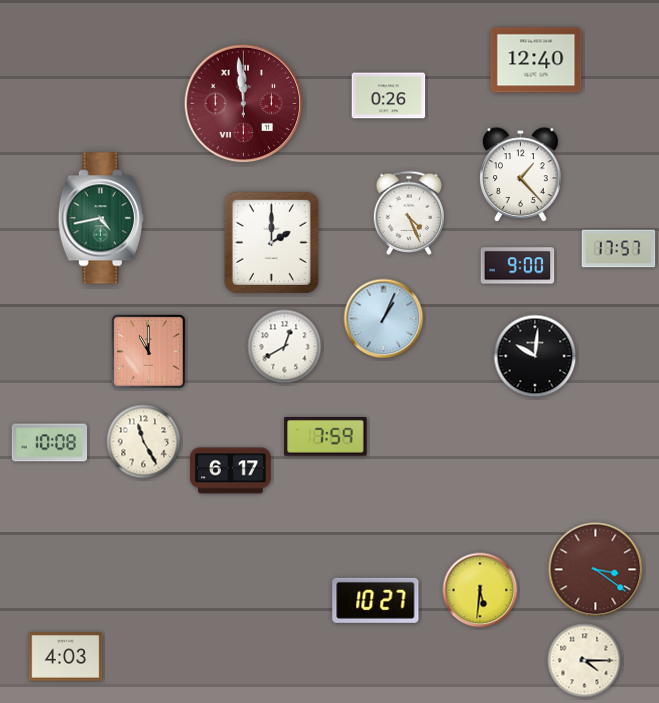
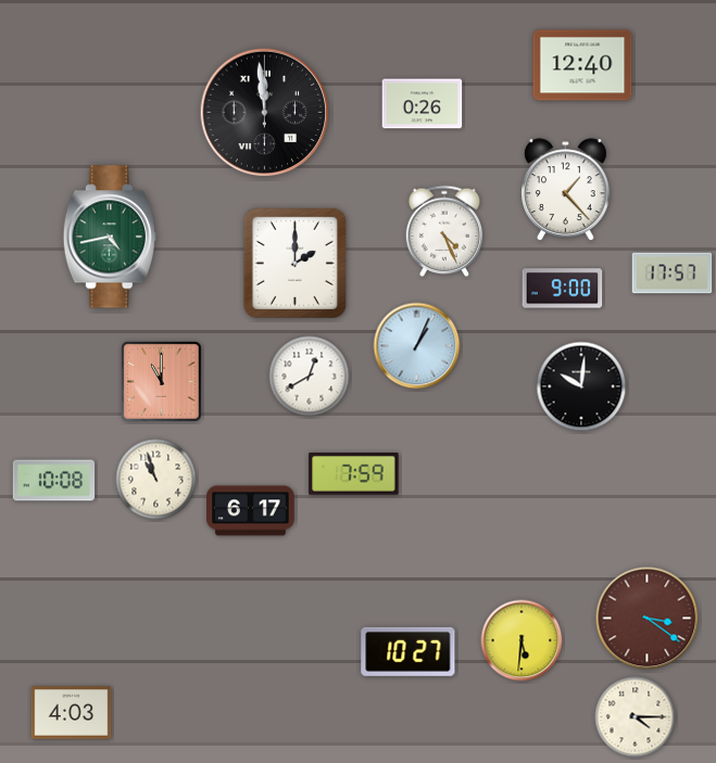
clock at (244, 104) dial: burgundy -> black
clock at (619, 249) position: (619, 249) -> (673, 274)
clock at (144, 442): 11:25 -> 10:57
